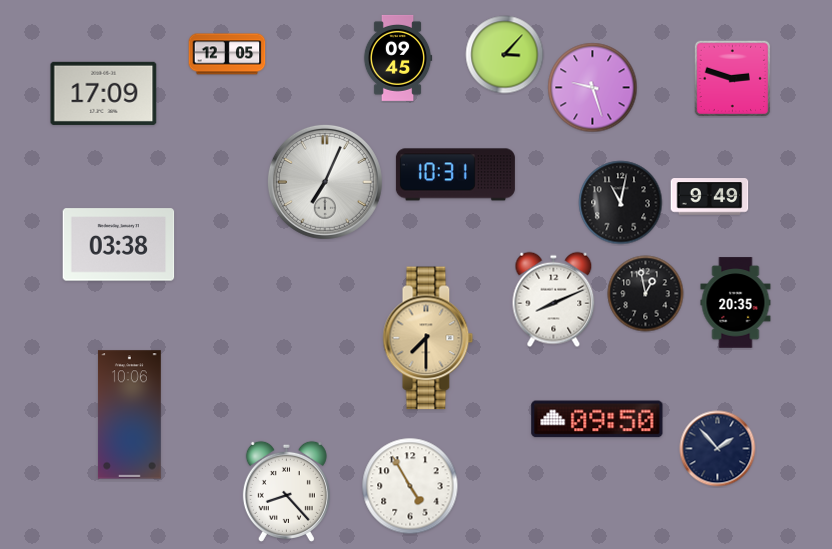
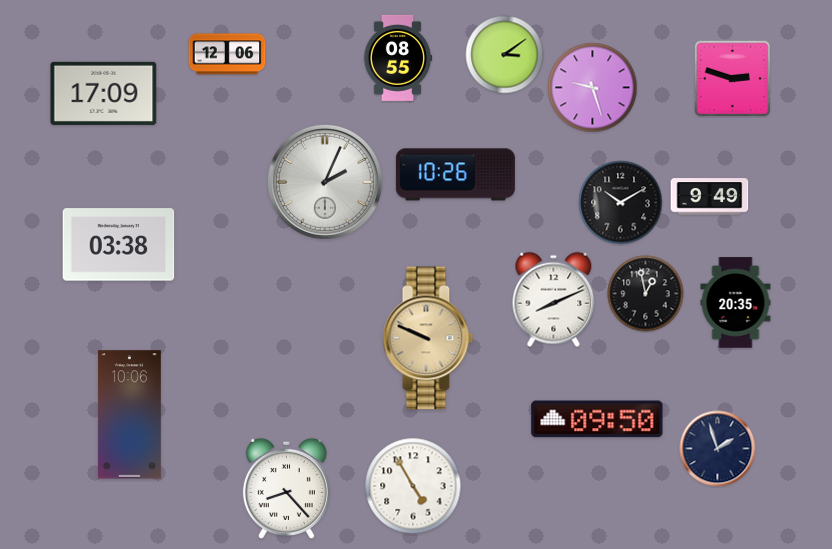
clock at (227, 54): 12:05 -> 12:06
clock at (505, 55): 3:07 -> 3:09
clock at (398, 58): 09:45 -> 08:55
clock at (455, 175): 10:31 -> 10:26
clock at (325, 182): 7:04 -> 2:04
clock at (621, 203): 11:02 -> 10:10
clock at (428, 338): 7:30 -> 9:49
clock at (718, 449): 1:53 -> 1:57
clock at (410, 486) position: (410, 486) -> (413, 486)
clock at (286, 491) position: (286, 491) -> (286, 488)
